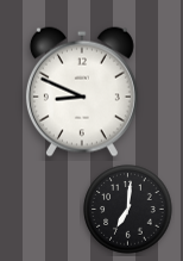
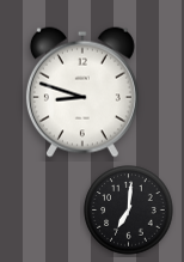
clock at (82, 92): 8:49 -> 8:48
